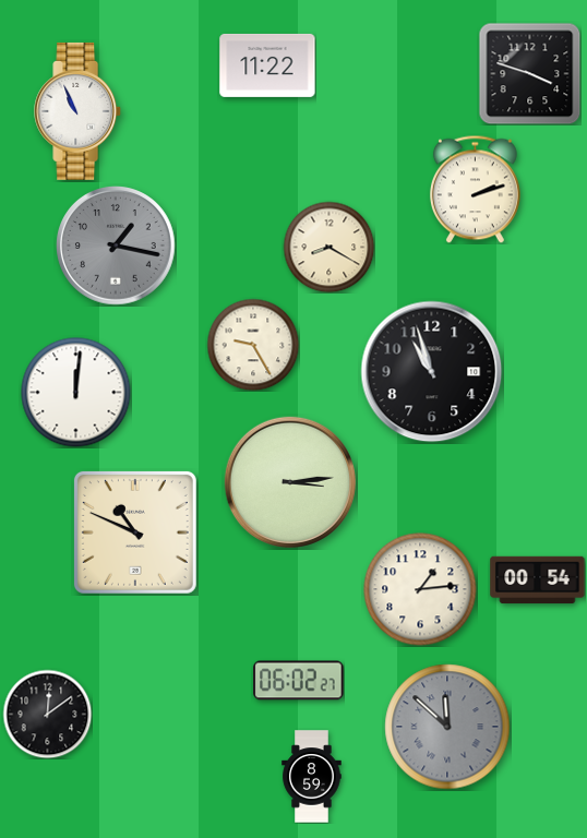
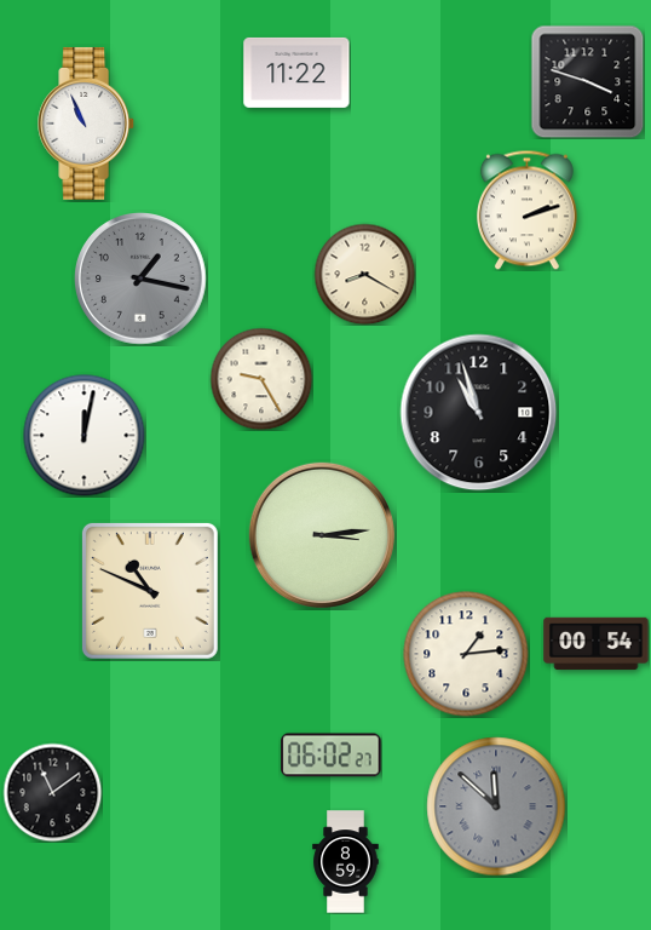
clock at (117, 247) position: (117, 247) -> (142, 280)
clock at (253, 345) position: (253, 345) -> (261, 379)
clock at (76, 393): 12:01 -> 12:02
clock at (47, 714): 12:09 -> 11:09
